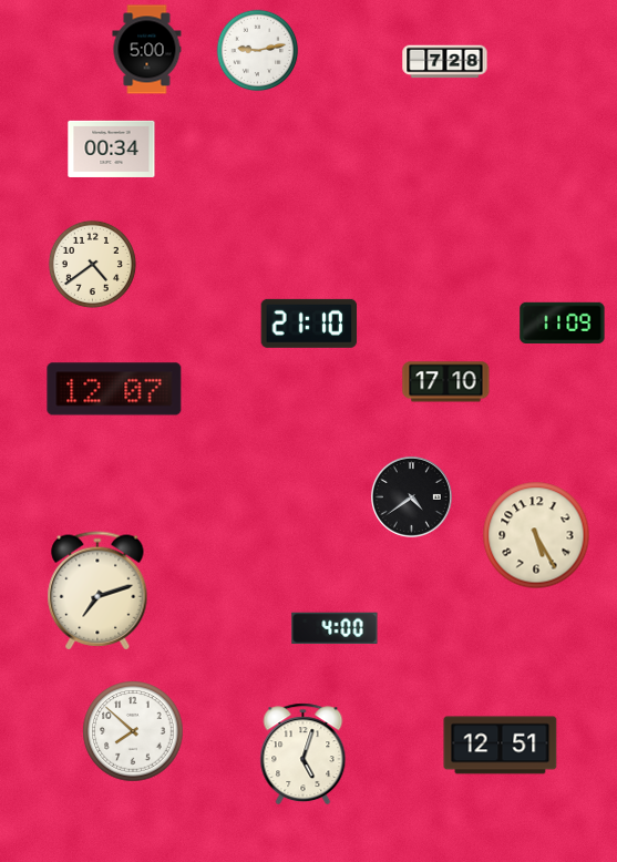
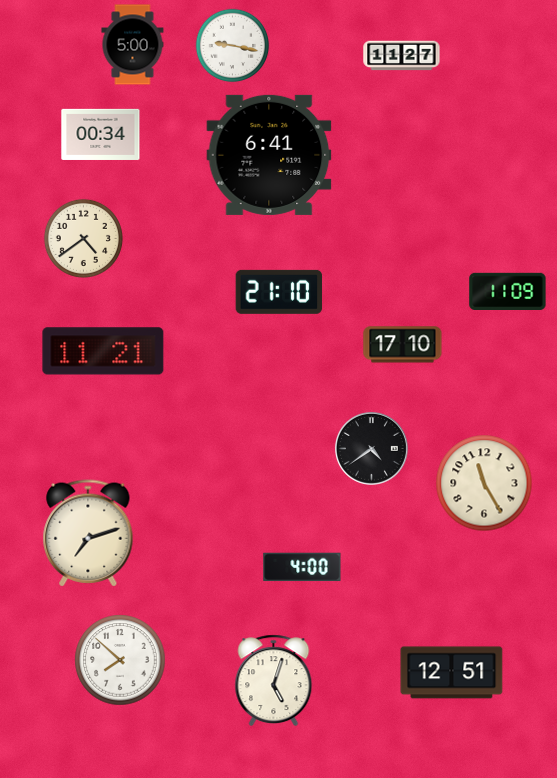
clock at (258, 51): 9:13 -> 9:17
clock at (445, 62): 7:28 -> 11:27
clock at (269, 155): none -> 6:41
clock at (114, 389): 12:07 -> 11:21
clock at (536, 535): 5:25 -> 11:25
